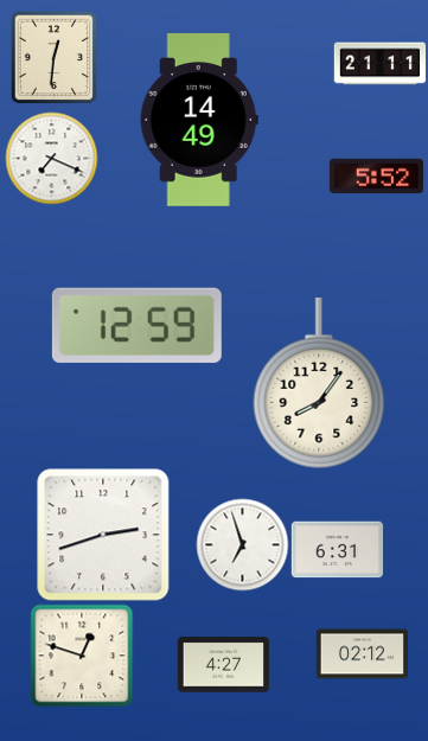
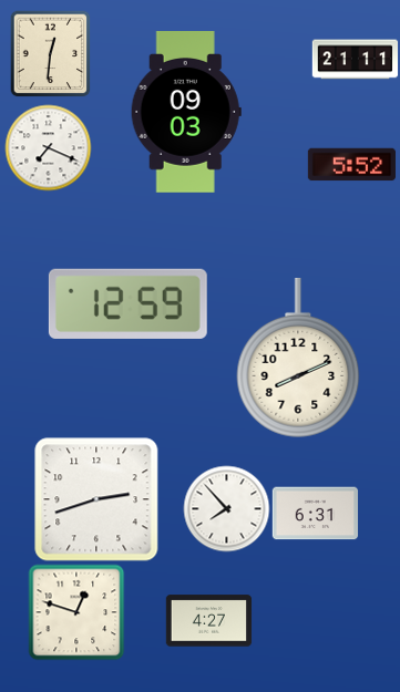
clock at (199, 121): 14:49 -> 09:03
clock at (319, 383): 8:06 -> 8:11
clock at (242, 544): 6:57 -> 7:53
clock at (362, 654): 02:12 -> none
